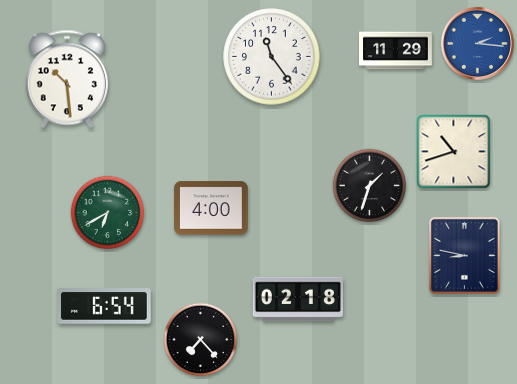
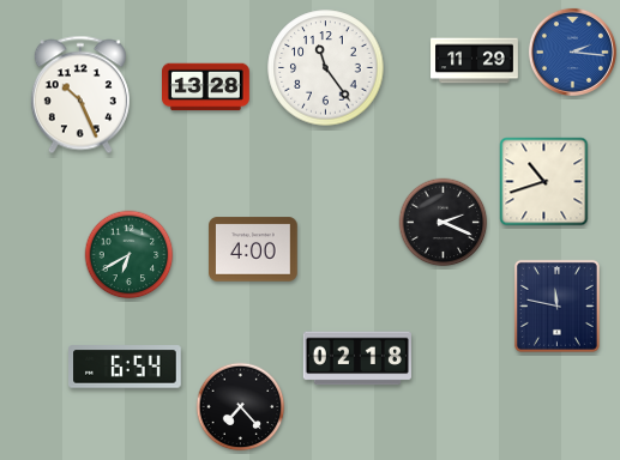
clock at (206, 87): none -> 13:28
clock at (67, 79): 10:29 -> 10:26
clock at (370, 186): 1:33 -> 2:19
clock at (464, 255): 8:47 -> 11:47
